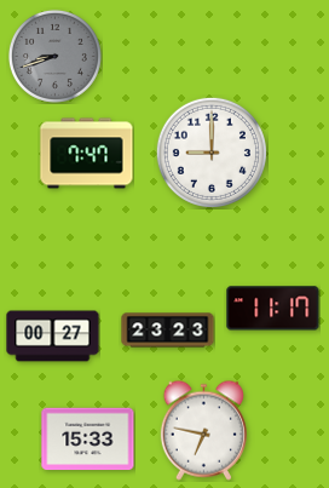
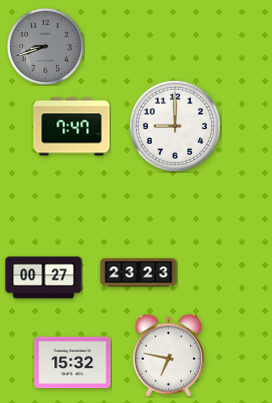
clock at (273, 309): 11:17 -> none
clock at (88, 440): 15:33 -> 15:32
